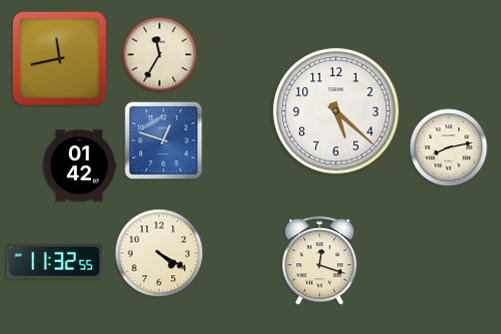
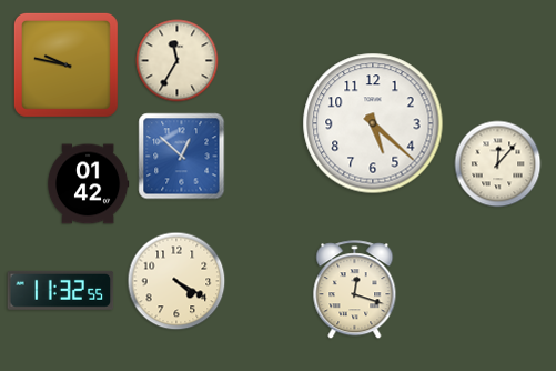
clock at (59, 58): 11:43 -> 9:47
clock at (164, 141): 12:48 -> 12:52
clock at (449, 148): 8:13 -> 12:07
